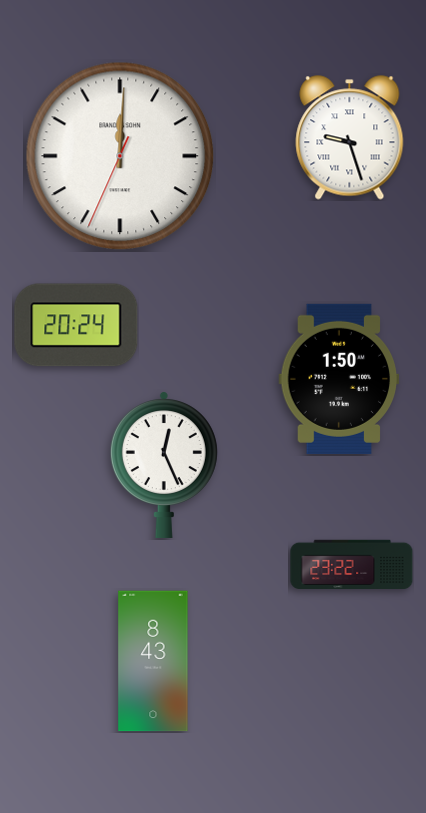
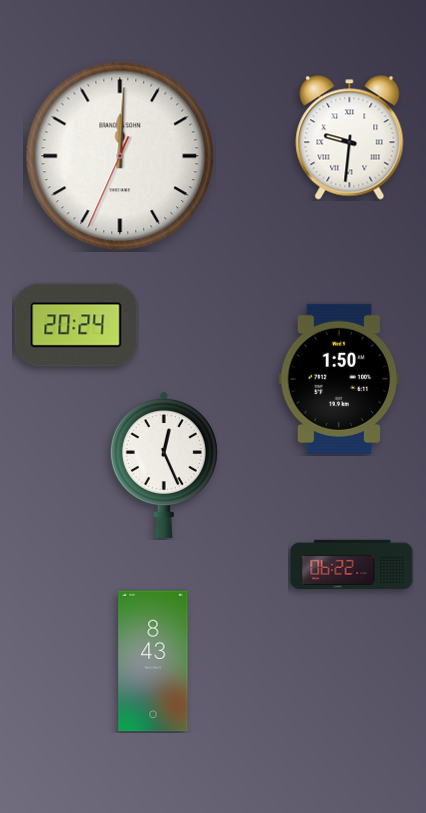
clock at (350, 138): 9:27 -> 9:31
clock at (352, 565): 23:22 -> 06:22
